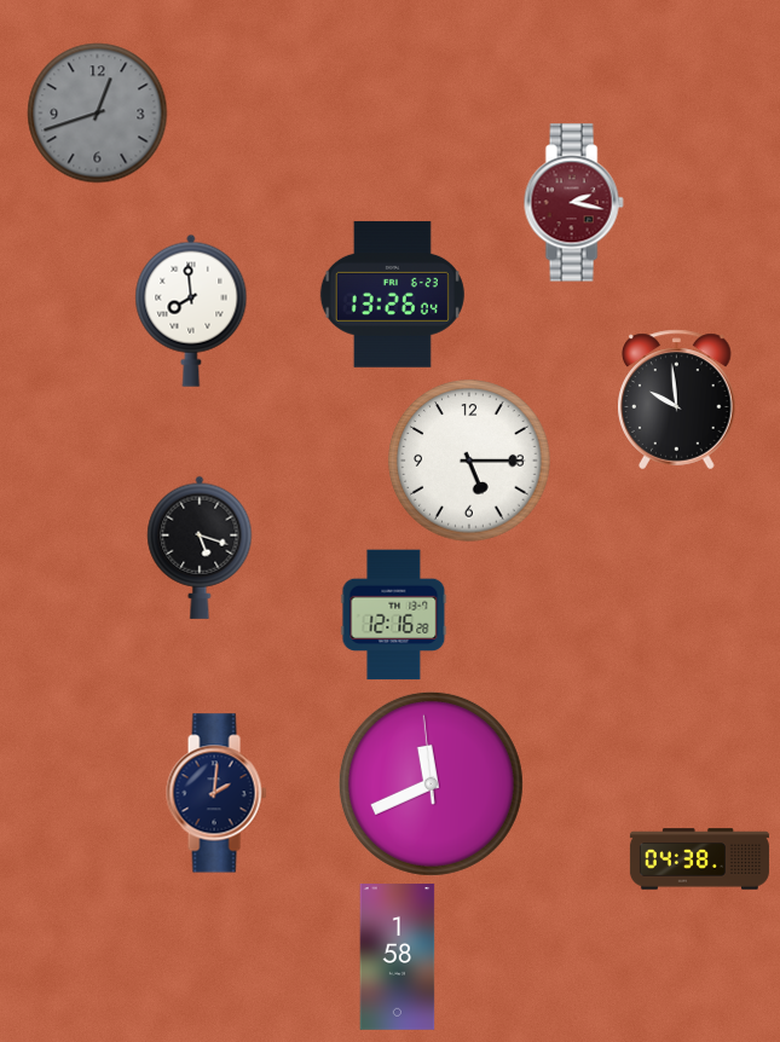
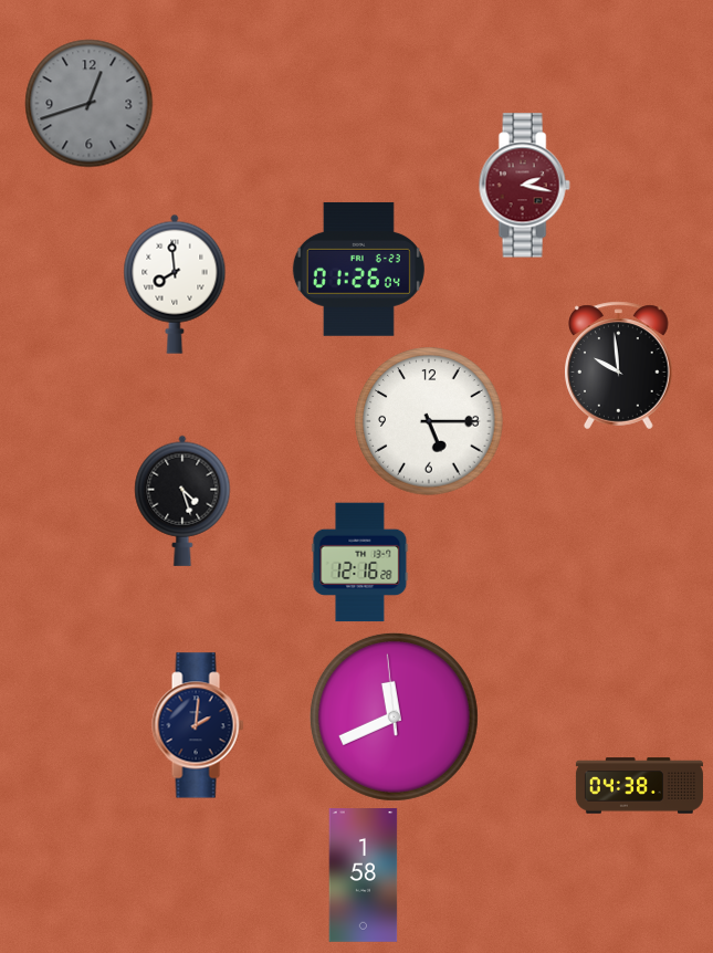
clock at (392, 294): 13:26 -> 01:26
clock at (200, 548): 5:18 -> 4:27
